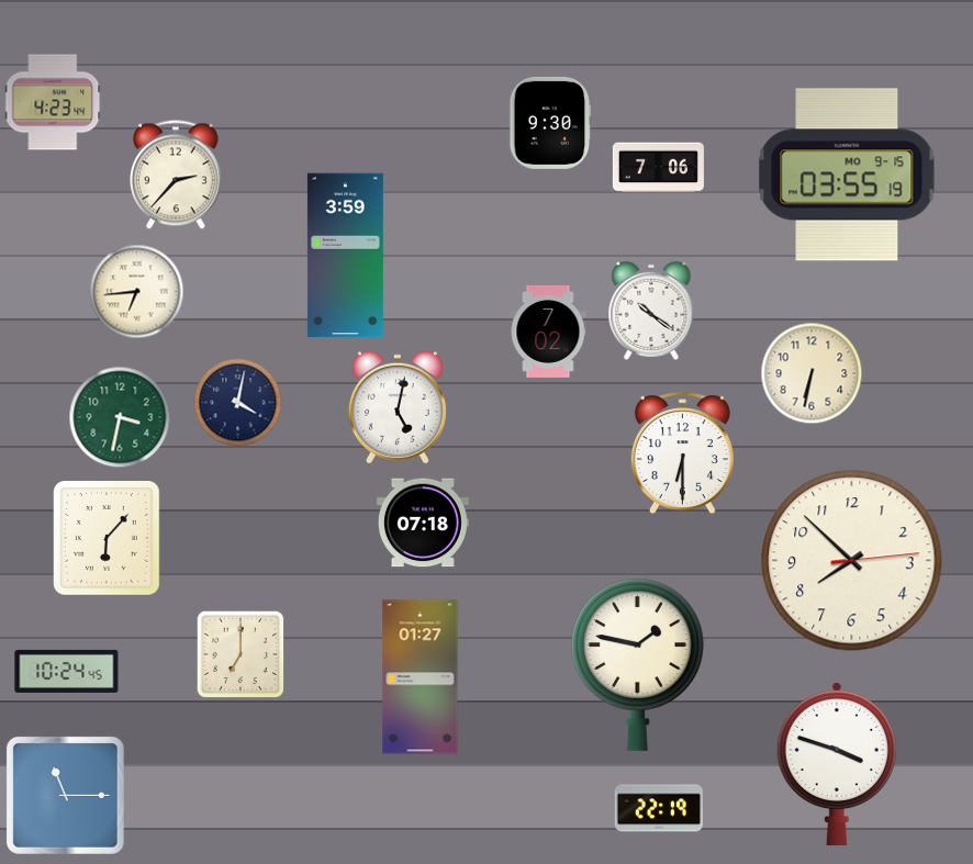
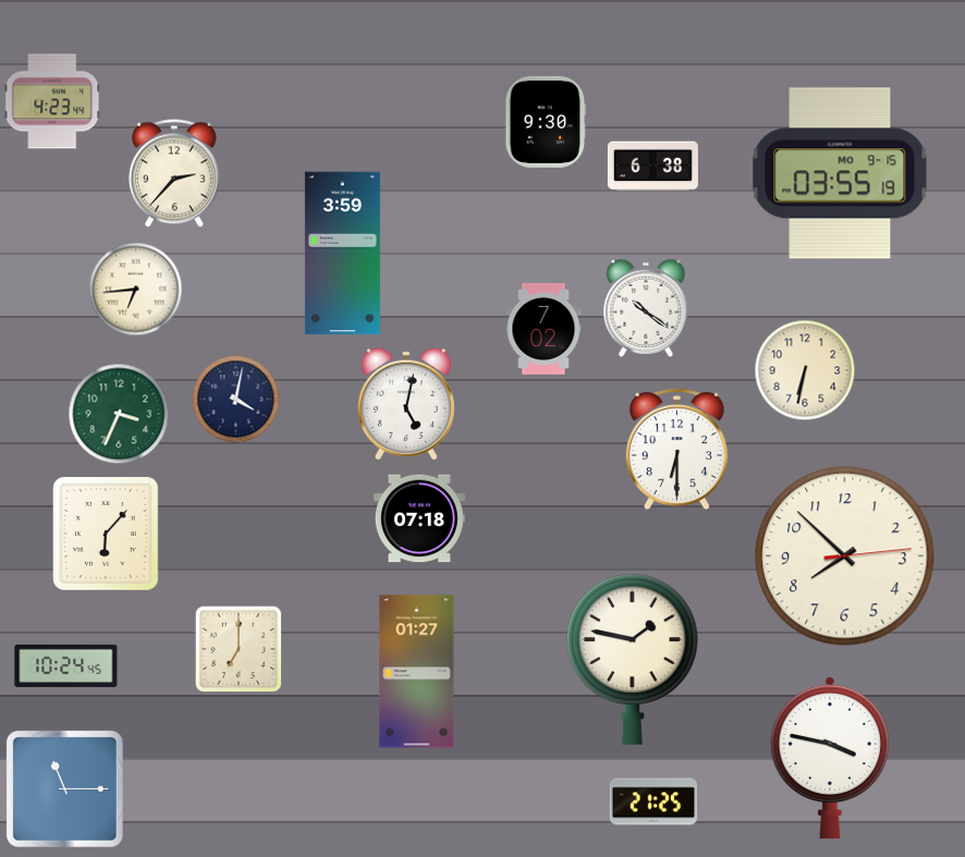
clock at (658, 168): 7:06 -> 6:38
clock at (398, 407) position: (398, 407) -> (406, 404)
clock at (120, 417): 3:32 -> 3:34
clock at (837, 764): 3:48 -> 3:47
clock at (658, 808): 22:19 -> 21:25
